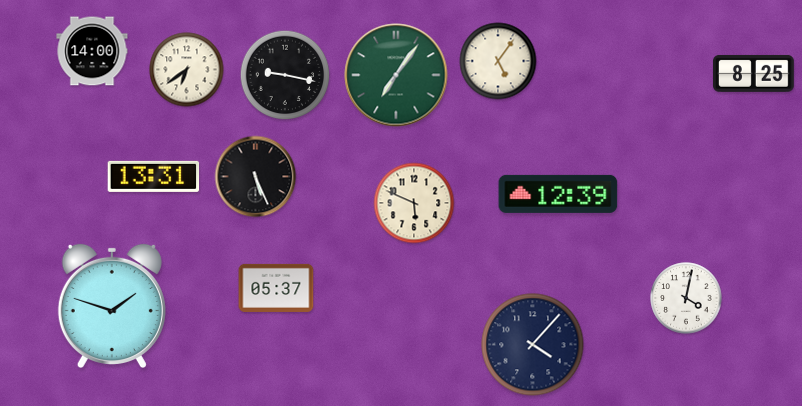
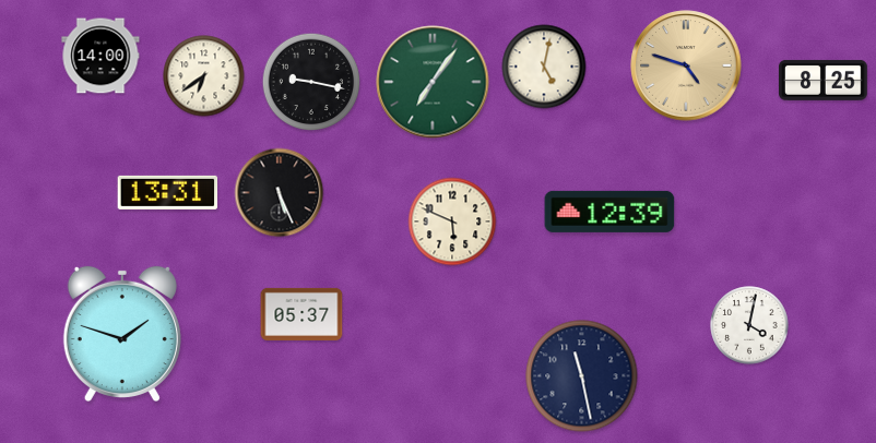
clock at (686, 65): none -> 4:48
clock at (498, 61): 5:06 -> 5:02
clock at (533, 345): 4:07 -> 11:28
